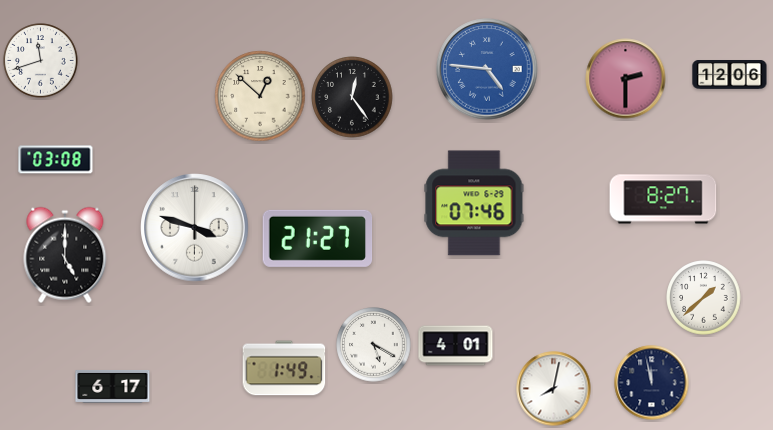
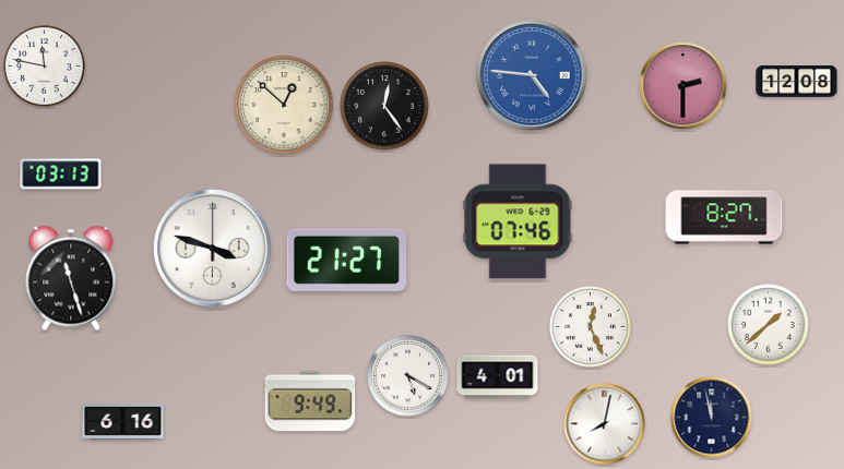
clock at (41, 61): 11:42 -> 11:47
clock at (730, 75): 12:06 -> 12:08
clock at (56, 160): 03:08 -> 03:13
clock at (65, 255): 5:00 -> 11:27
clock at (591, 327): none -> 12:26
clock at (284, 368): 1:49 -> 9:49
clock at (113, 386): 6:17 -> 6:16
